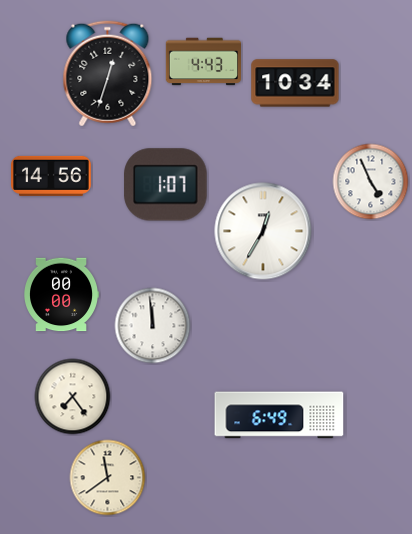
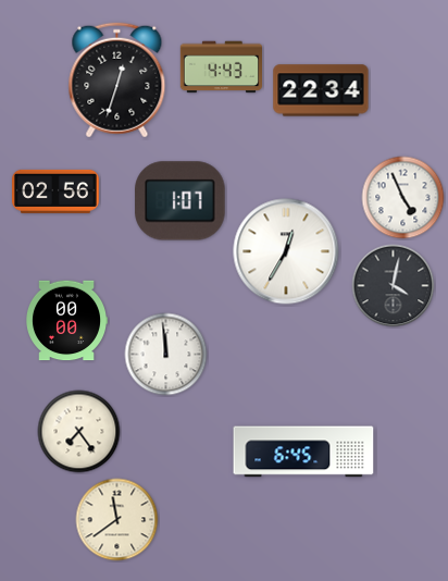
clock at (295, 83): 10:34 -> 22:34
clock at (52, 176): 14:56 -> 02:56
clock at (394, 286): none -> 4:02
clock at (279, 415): 6:49 -> 6:45
